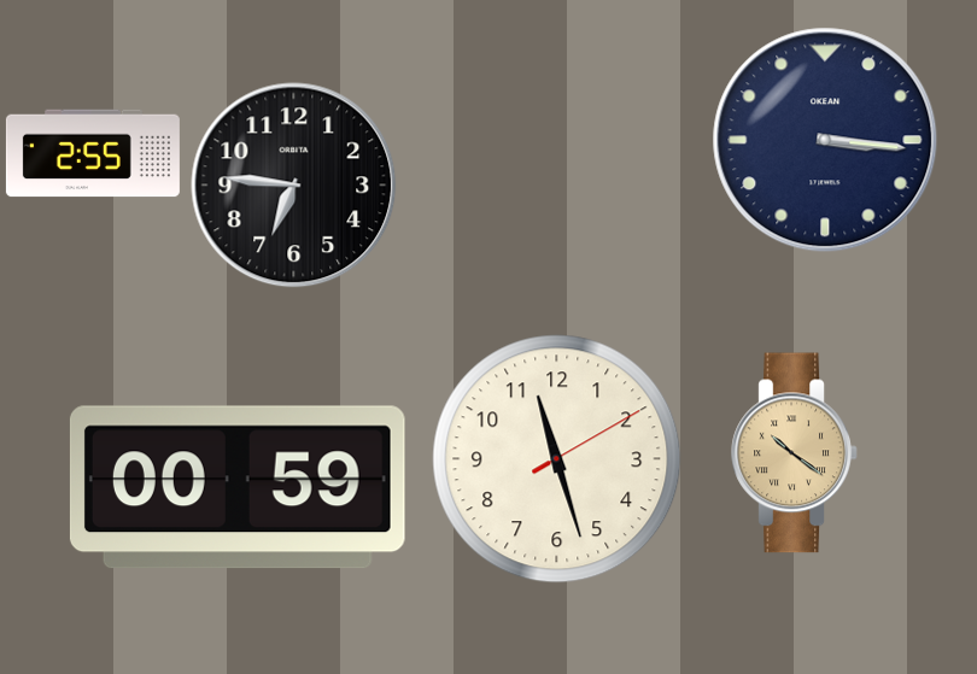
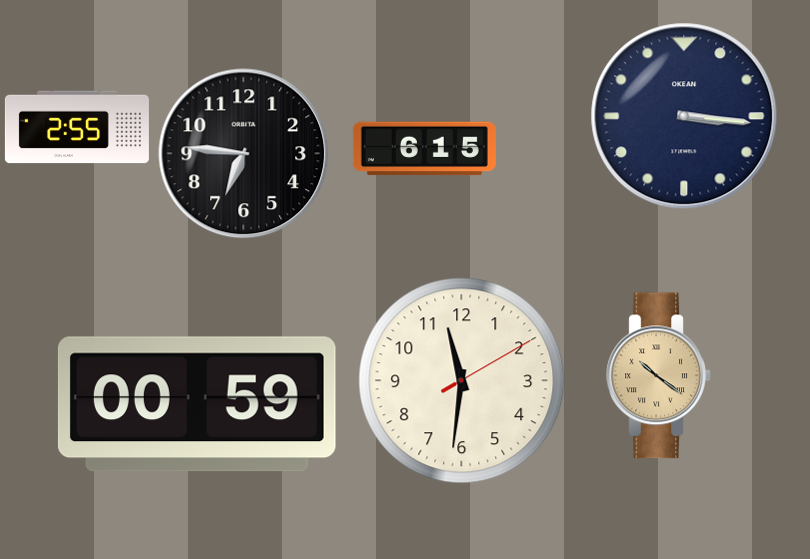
clock at (424, 149): none -> 6:15
clock at (557, 459): 11:27 -> 11:31
